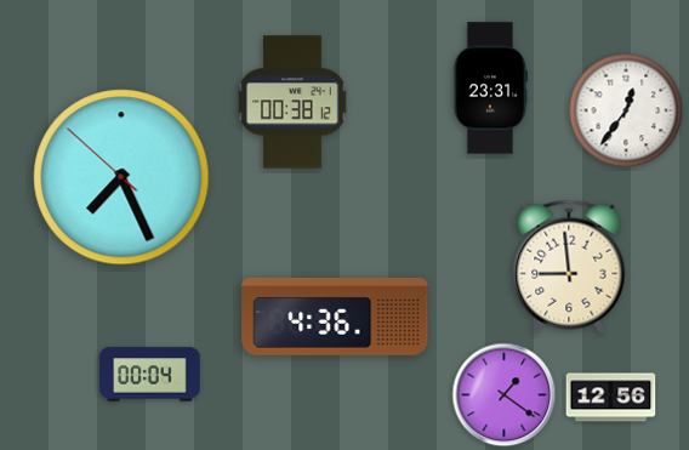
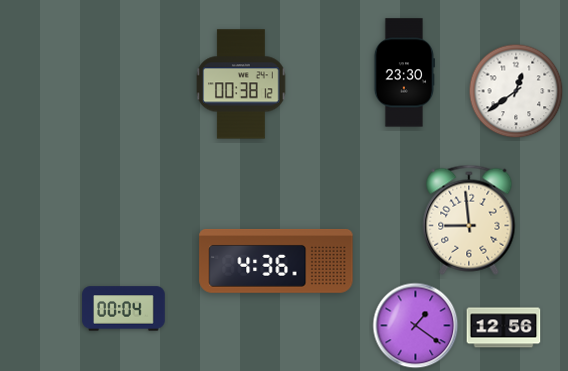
clock at (490, 89): 23:31 -> 23:30
clock at (626, 110): 12:36 -> 12:39
clock at (121, 177): 7:25 -> none
